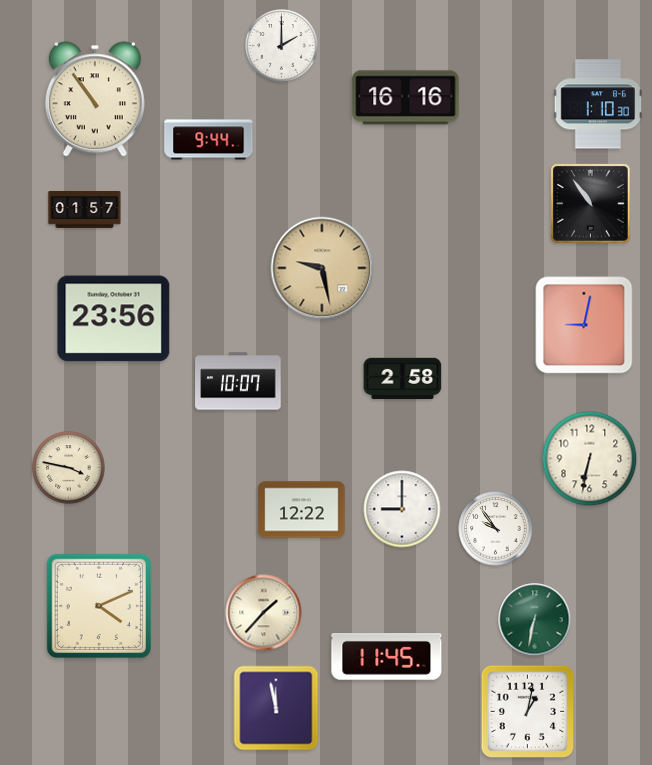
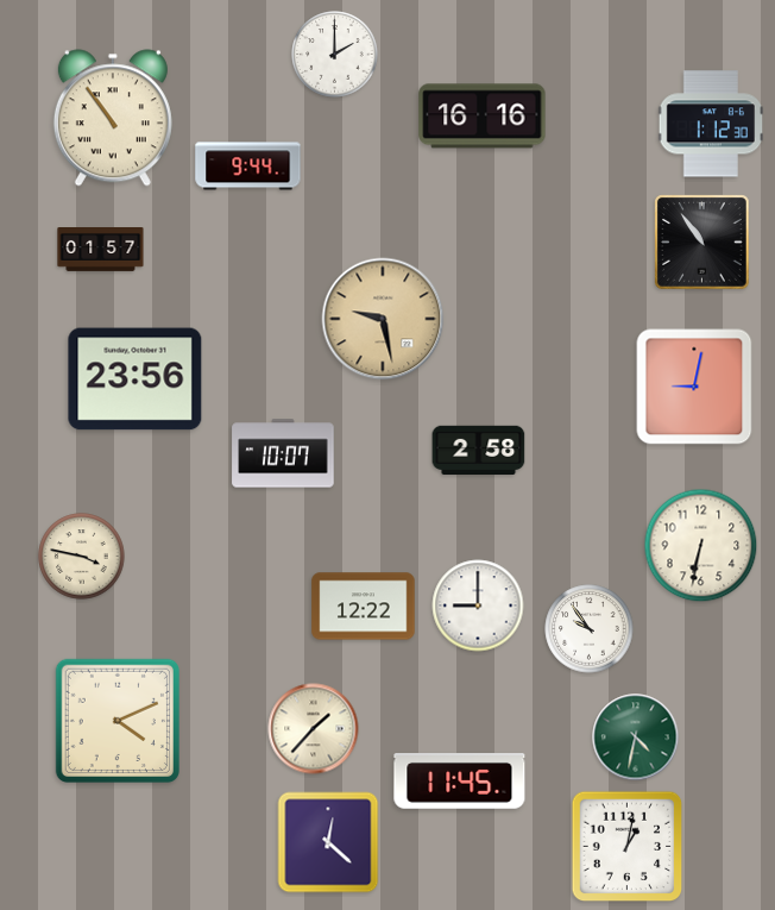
clock at (597, 104): 1:10 -> 1:12
clock at (302, 510) position: (302, 510) -> (364, 607)
clock at (535, 620): 6:32 -> 4:32
clock at (276, 708): 11:58 -> 12:22
